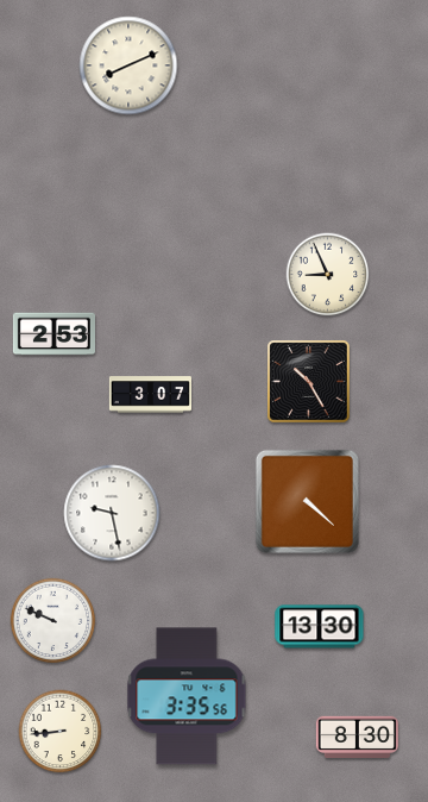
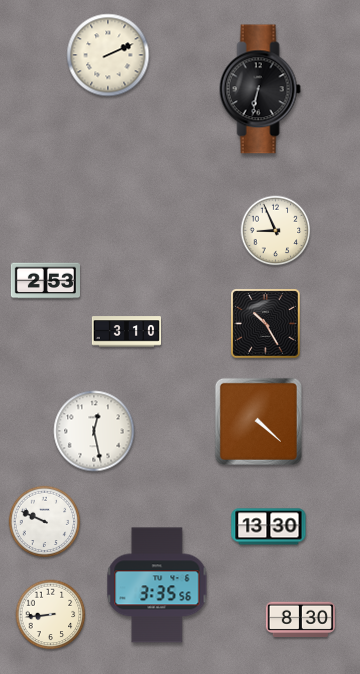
clock at (128, 65): 8:11 -> 2:11
clock at (260, 89): none -> 6:32
clock at (309, 382) position: (309, 382) -> (266, 324)
clock at (150, 395): 3:07 -> 3:10
clock at (112, 513): 9:28 -> 12:28
